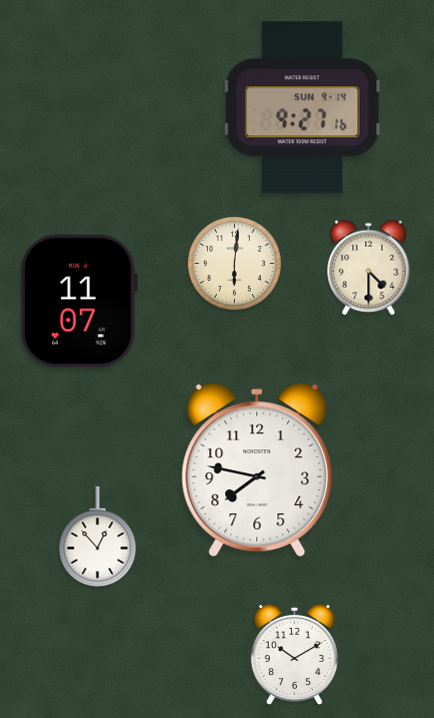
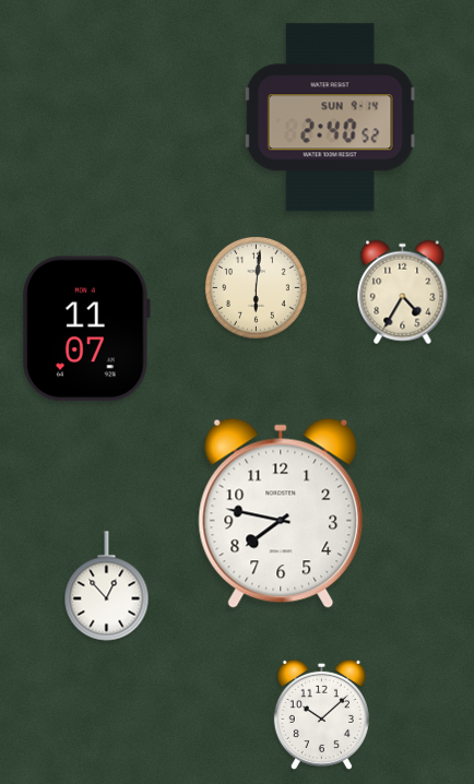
clock at (303, 108): 9:27 -> 2:40
clock at (369, 268): 4:30 -> 4:35
clock at (294, 654): 10:10 -> 10:08
